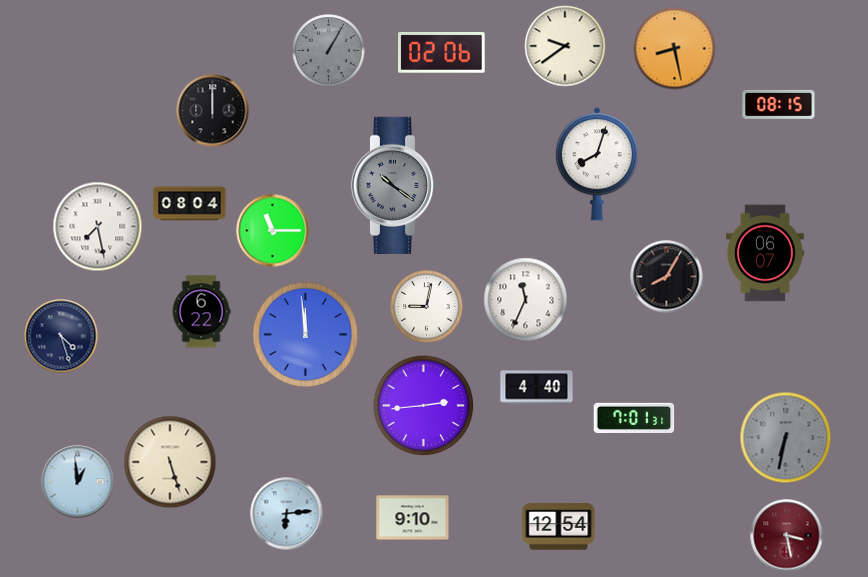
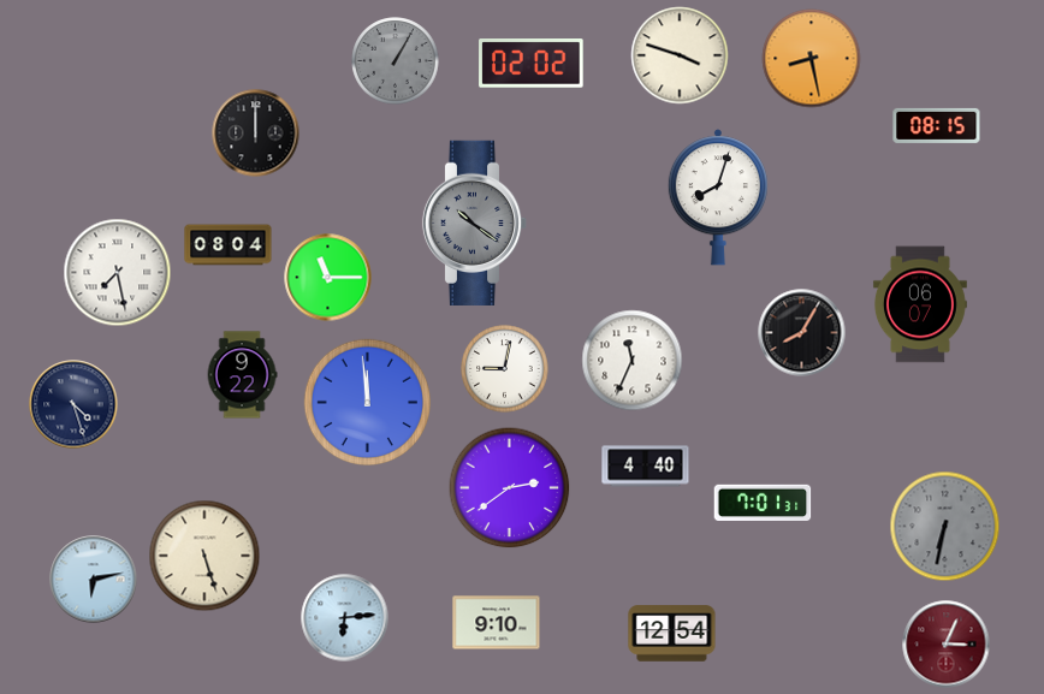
clock at (565, 46): 9:39 -> 3:48
clock at (442, 53): 02:06 -> 02:02
clock at (427, 307) position: (427, 307) -> (505, 369)
clock at (201, 312): 6:22 -> 9:22
clock at (424, 406): 2:44 -> 2:39
clock at (78, 482): 12:59 -> 6:13
clock at (787, 536): 3:28 -> 3:04
